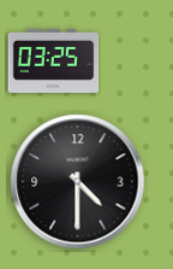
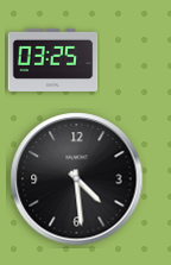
clock at (78, 182): 4:30 -> 4:29
